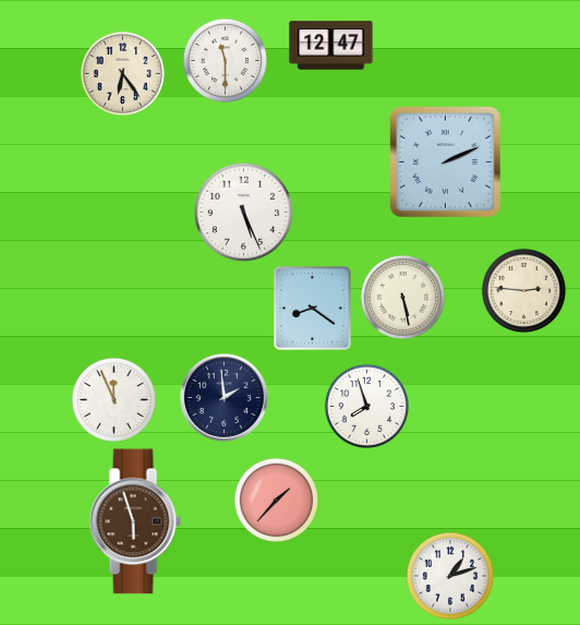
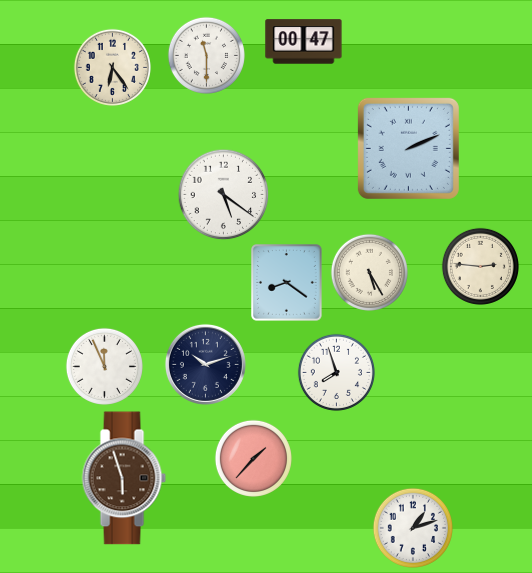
clock at (331, 46): 12:47 -> 00:47
clock at (243, 212): 5:26 -> 5:21
clock at (402, 297): 5:28 -> 5:25
clock at (223, 397): 1:59 -> 10:12
